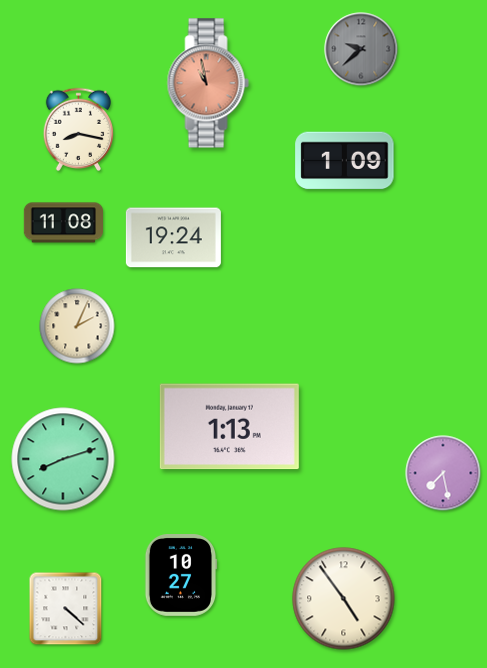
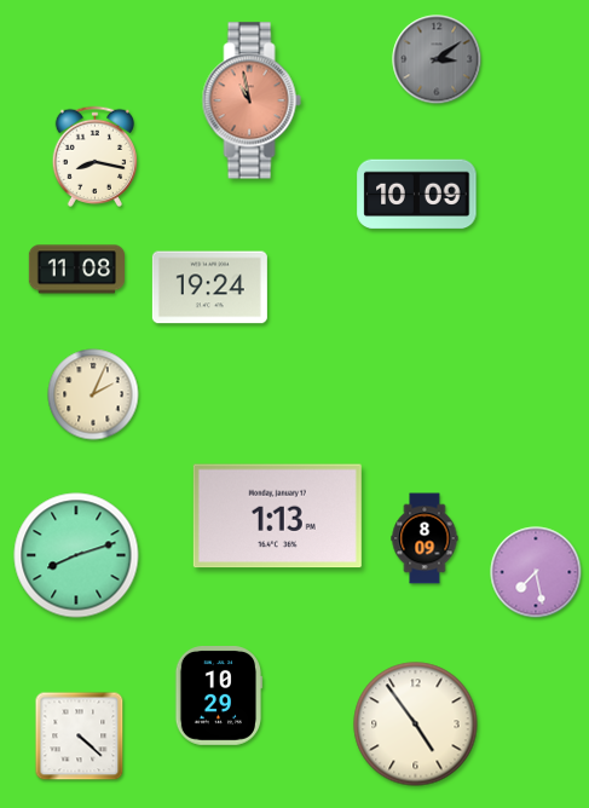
clock at (361, 49): 9:38 -> 3:09
clock at (345, 161): 1:09 -> 10:09
clock at (425, 538): none -> 8:09
clock at (181, 576): 10:27 -> 10:29
